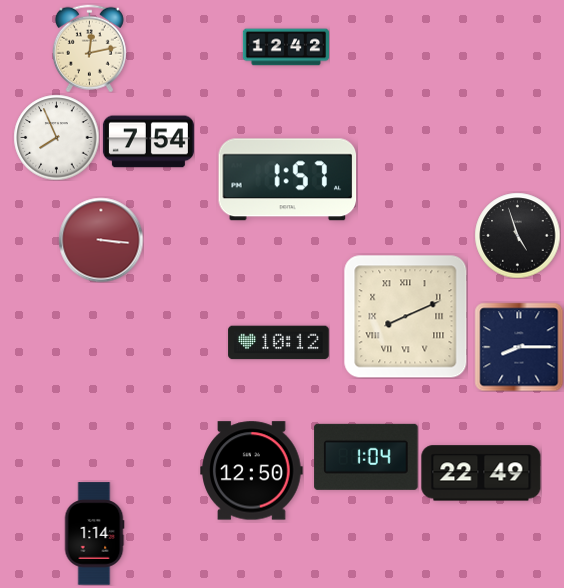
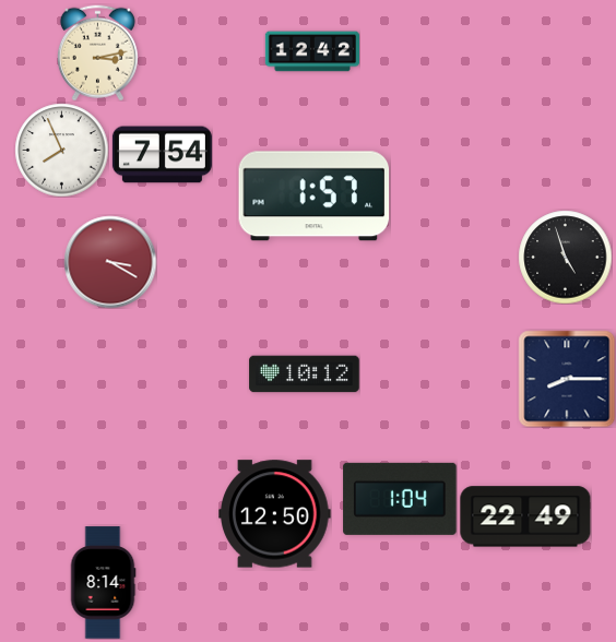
clock at (89, 48): 12:13 -> 3:13
clock at (101, 240): 3:16 -> 3:20
clock at (406, 317): 8:11 -> none
clock at (94, 534): 1:14 -> 8:14
